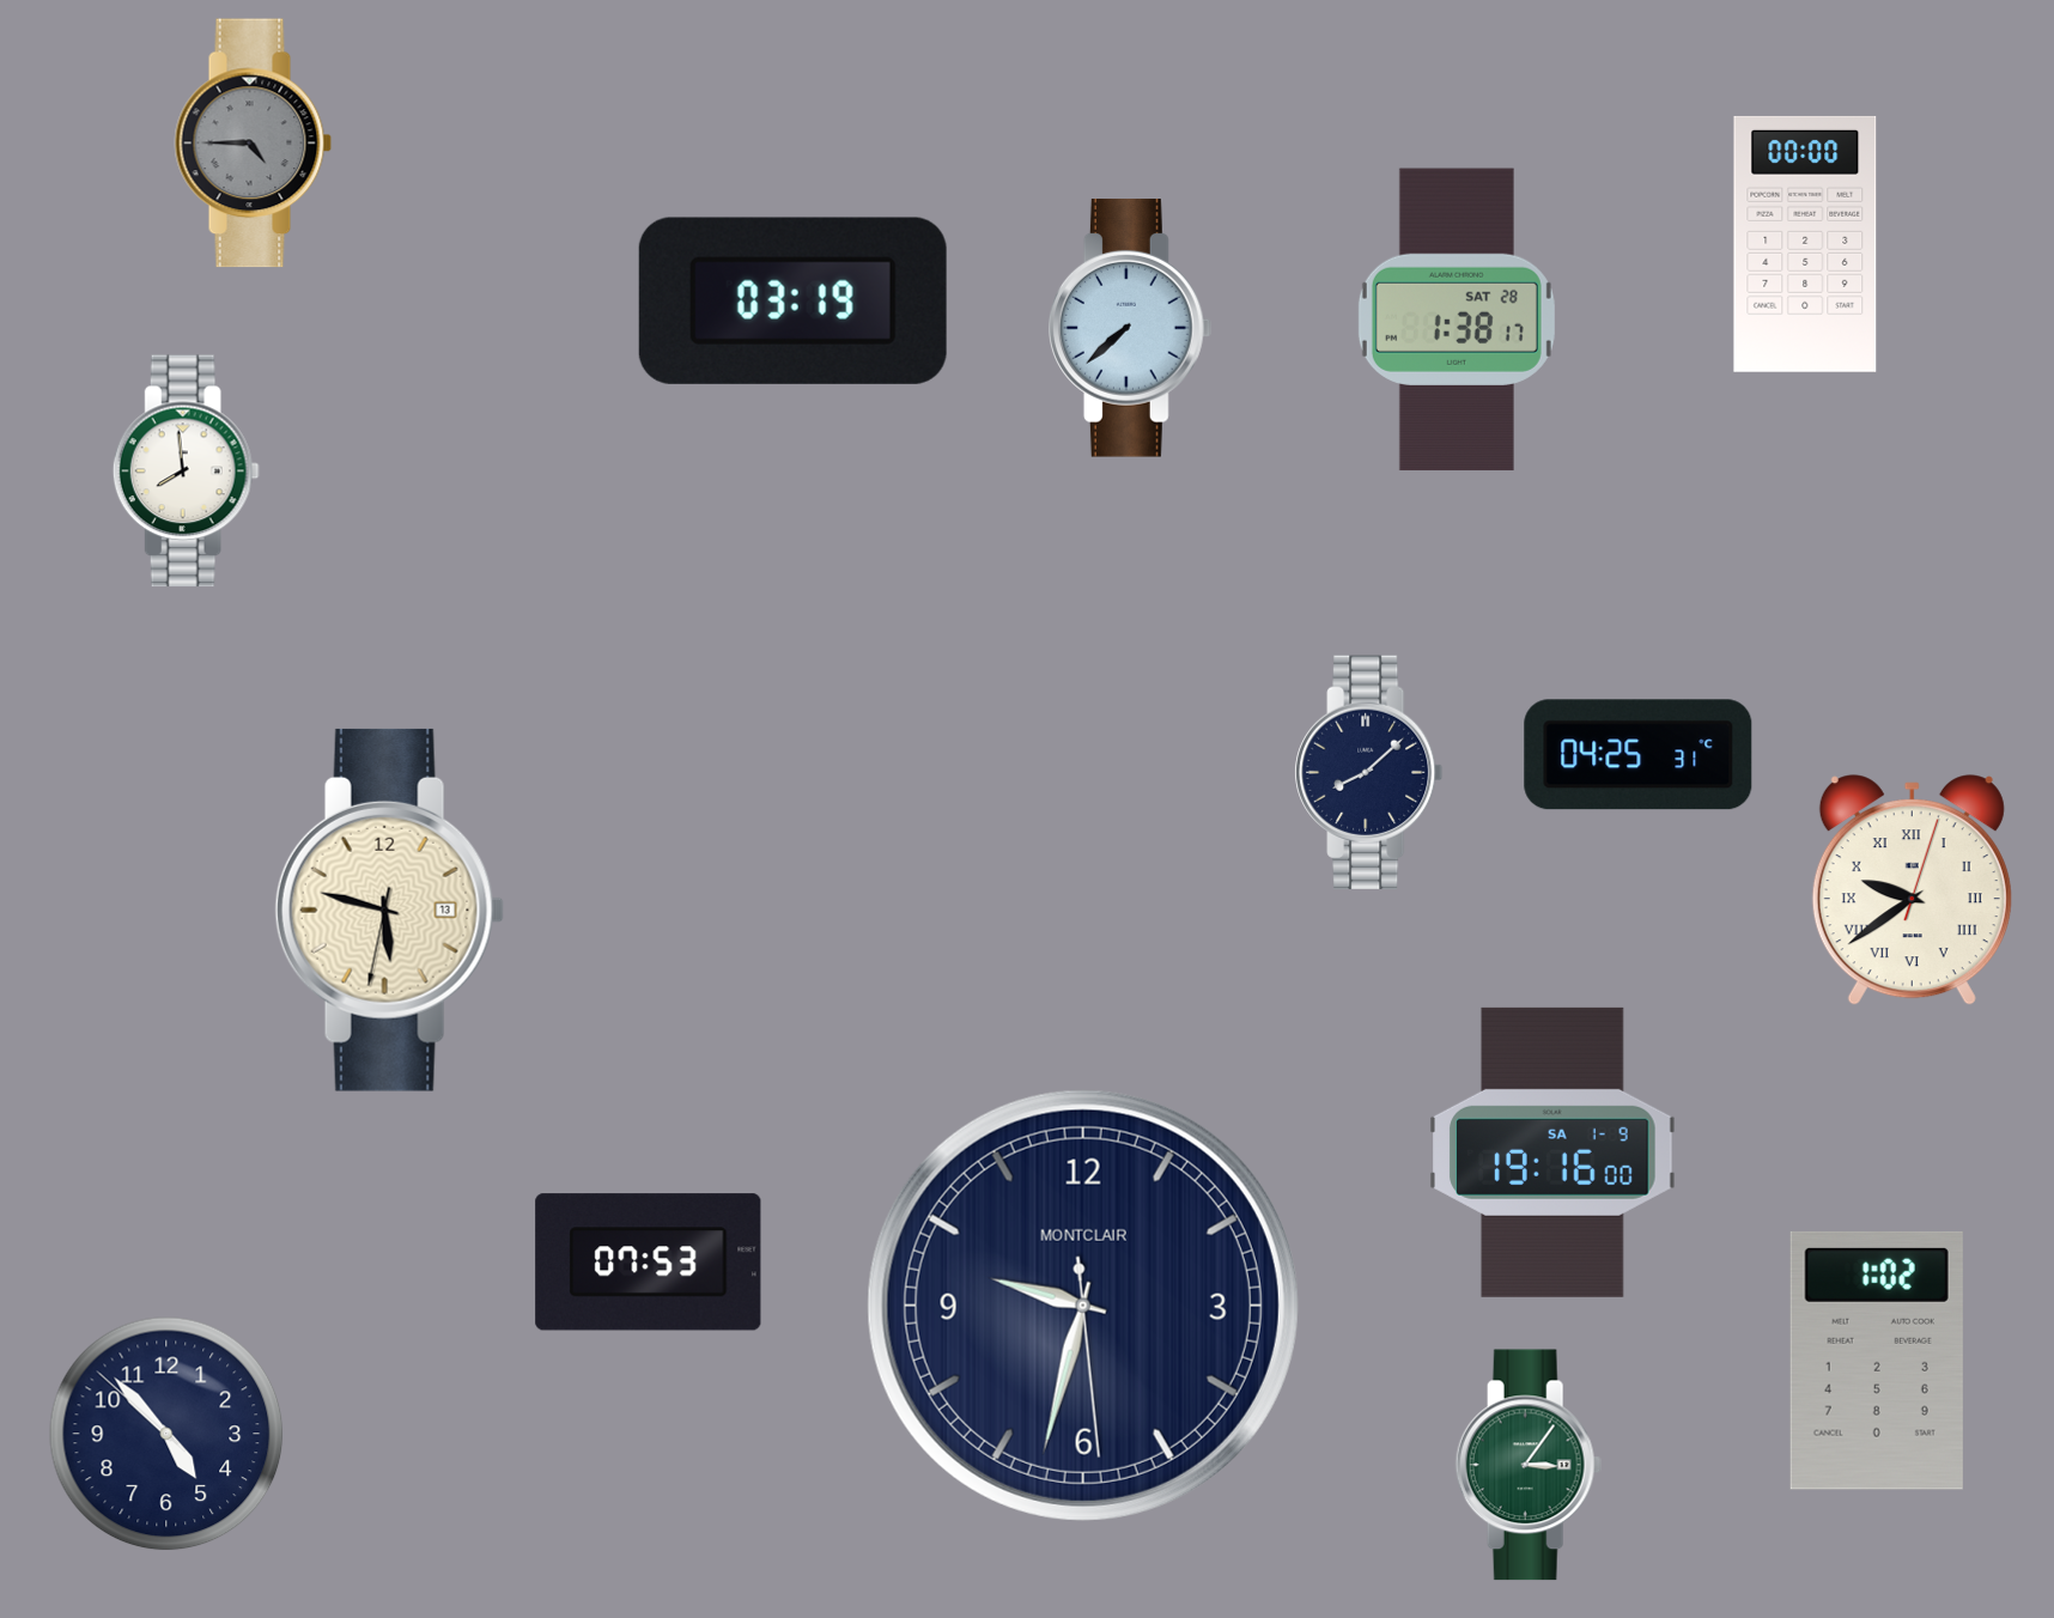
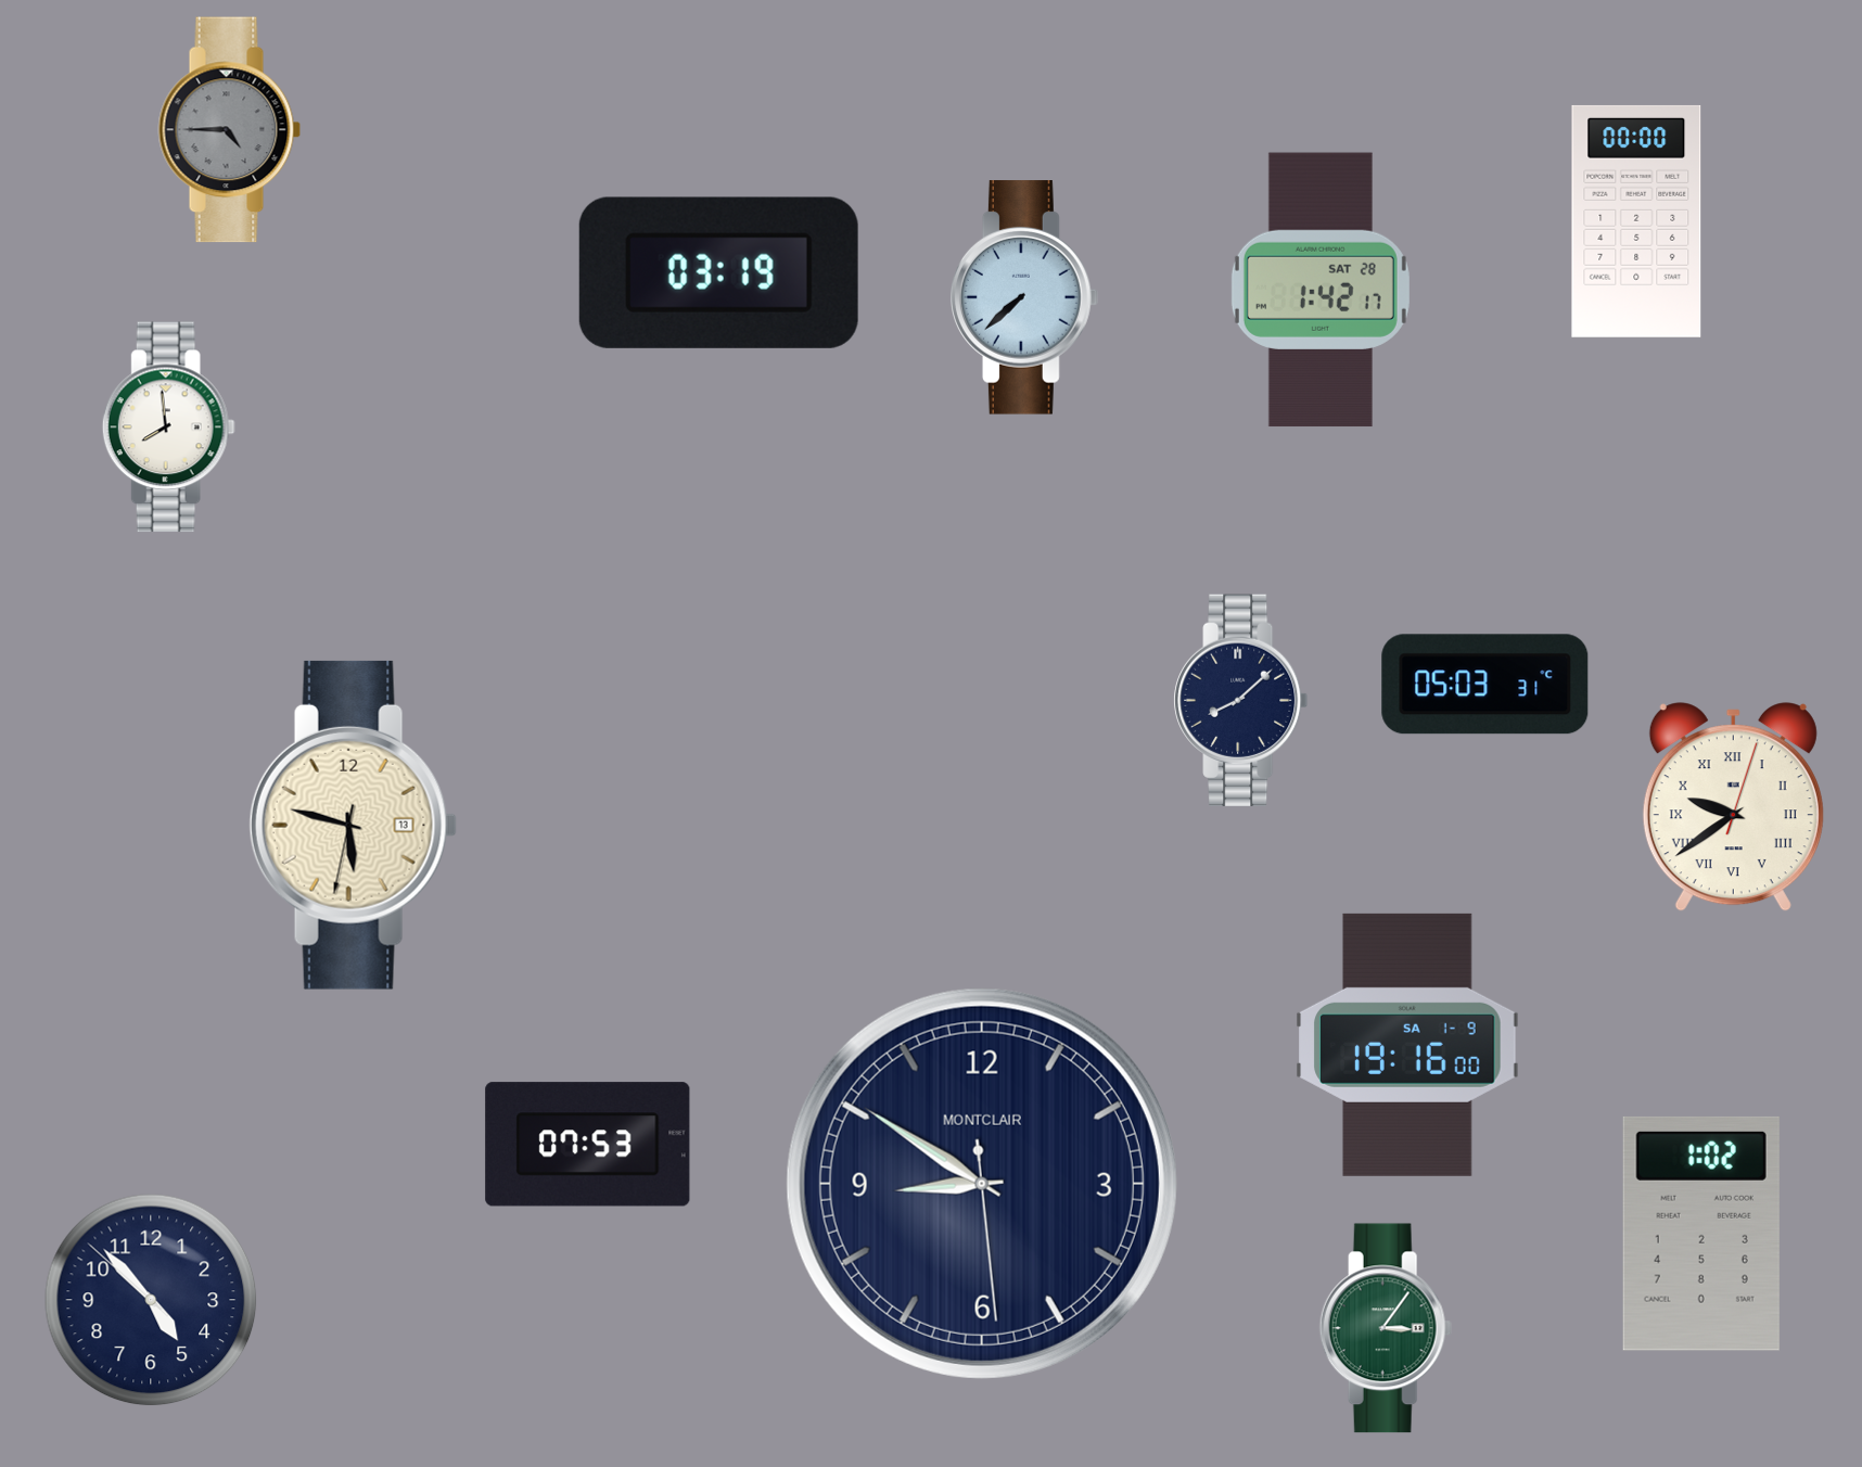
clock at (1457, 320): 1:38 -> 1:42
clock at (1639, 755): 04:25 -> 05:03
clock at (1083, 1306): 9:32 -> 8:50
